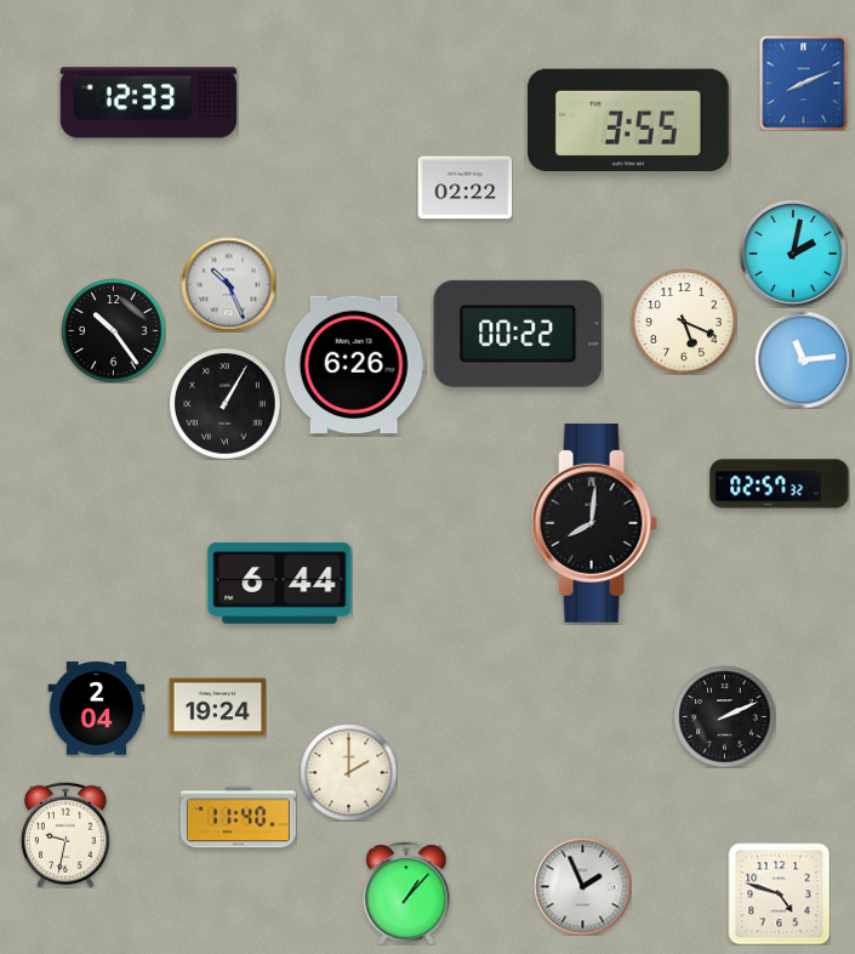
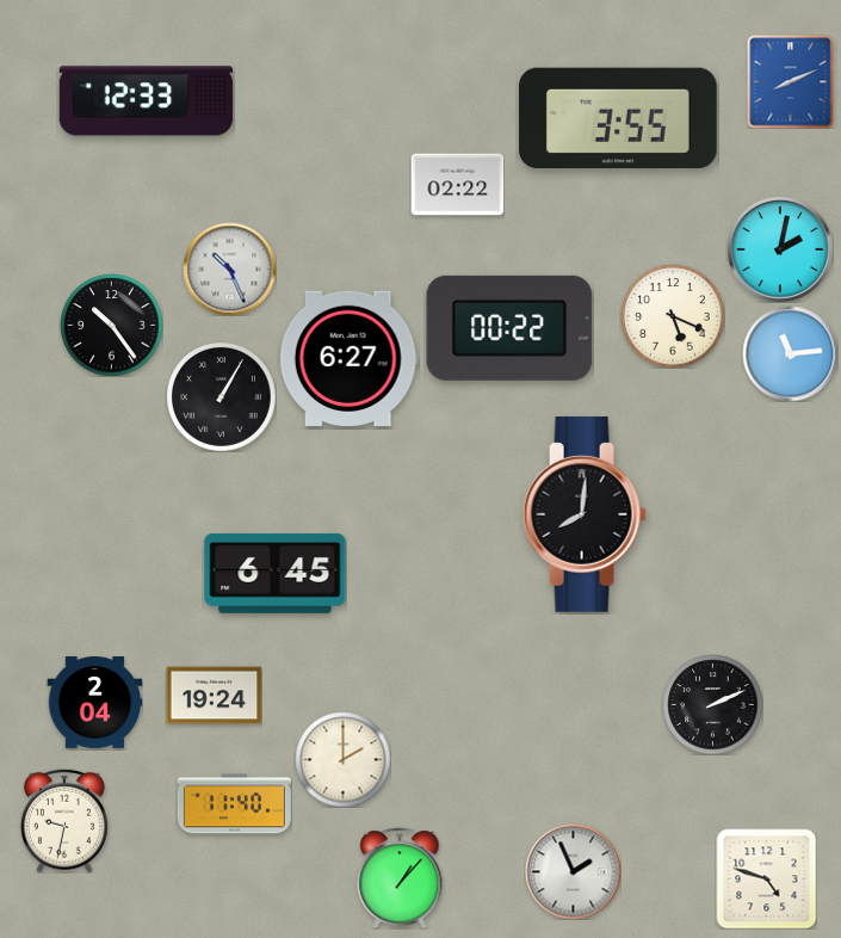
clock at (228, 284) position: (228, 284) -> (229, 269)
clock at (354, 364): 6:26 -> 6:27
clock at (780, 484): 02:57 -> none
clock at (280, 583): 6:44 -> 6:45
clock at (96, 709) position: (96, 709) -> (94, 703)
